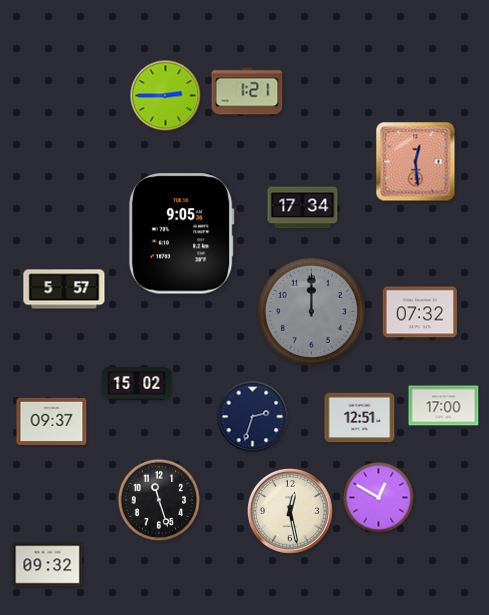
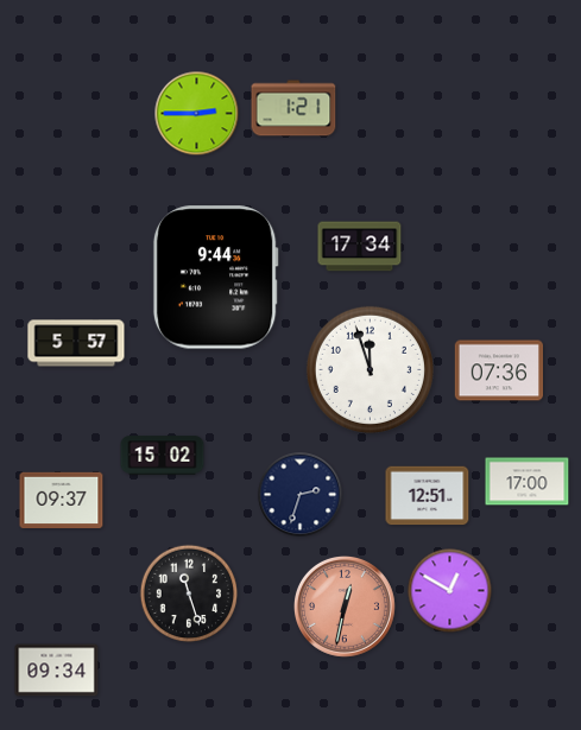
clock at (416, 162): 12:29 -> none
clock at (181, 234): 9:05 -> 9:44
clock at (311, 311): 12:00 -> 11:57
clock at (311, 311) dial: grey -> white
clock at (419, 312): 07:32 -> 07:36
clock at (291, 512): 12:28 -> 12:32
clock at (291, 512) dial: cream -> salmon
clock at (48, 565): 09:32 -> 09:34
